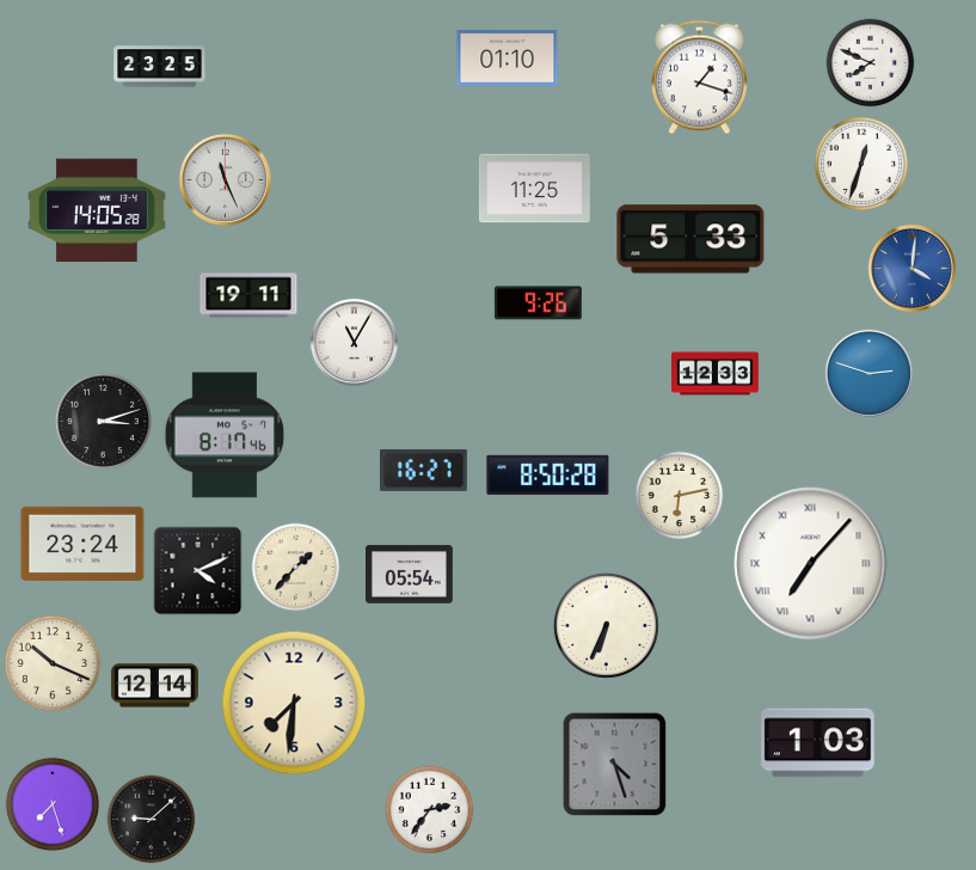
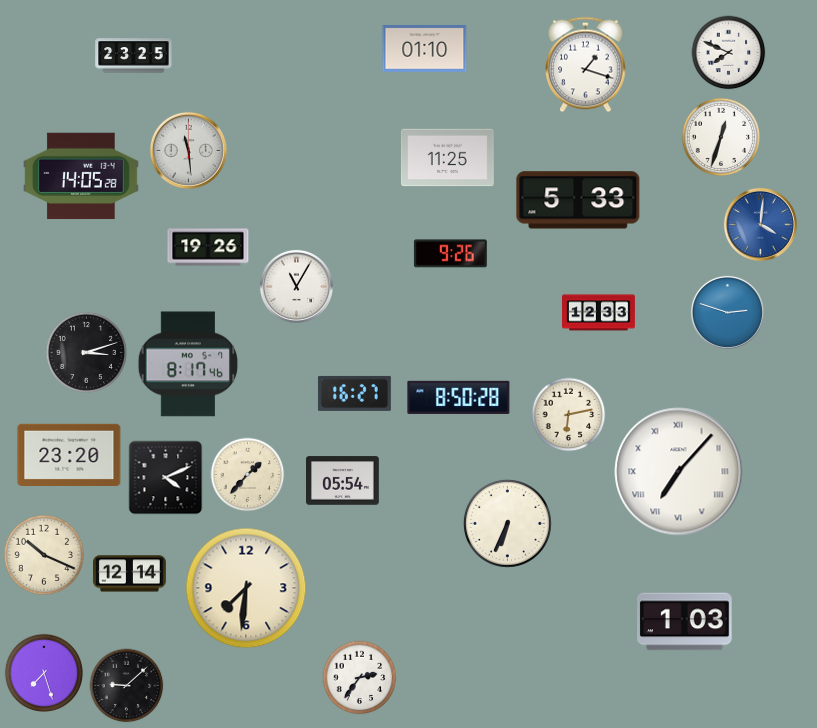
clock at (225, 179): 11:26 -> 11:29
clock at (911, 268) position: (911, 268) -> (760, 224)
clock at (248, 295): 19:11 -> 19:26
clock at (82, 544): 23:24 -> 23:20
clock at (615, 765): 4:27 -> none
